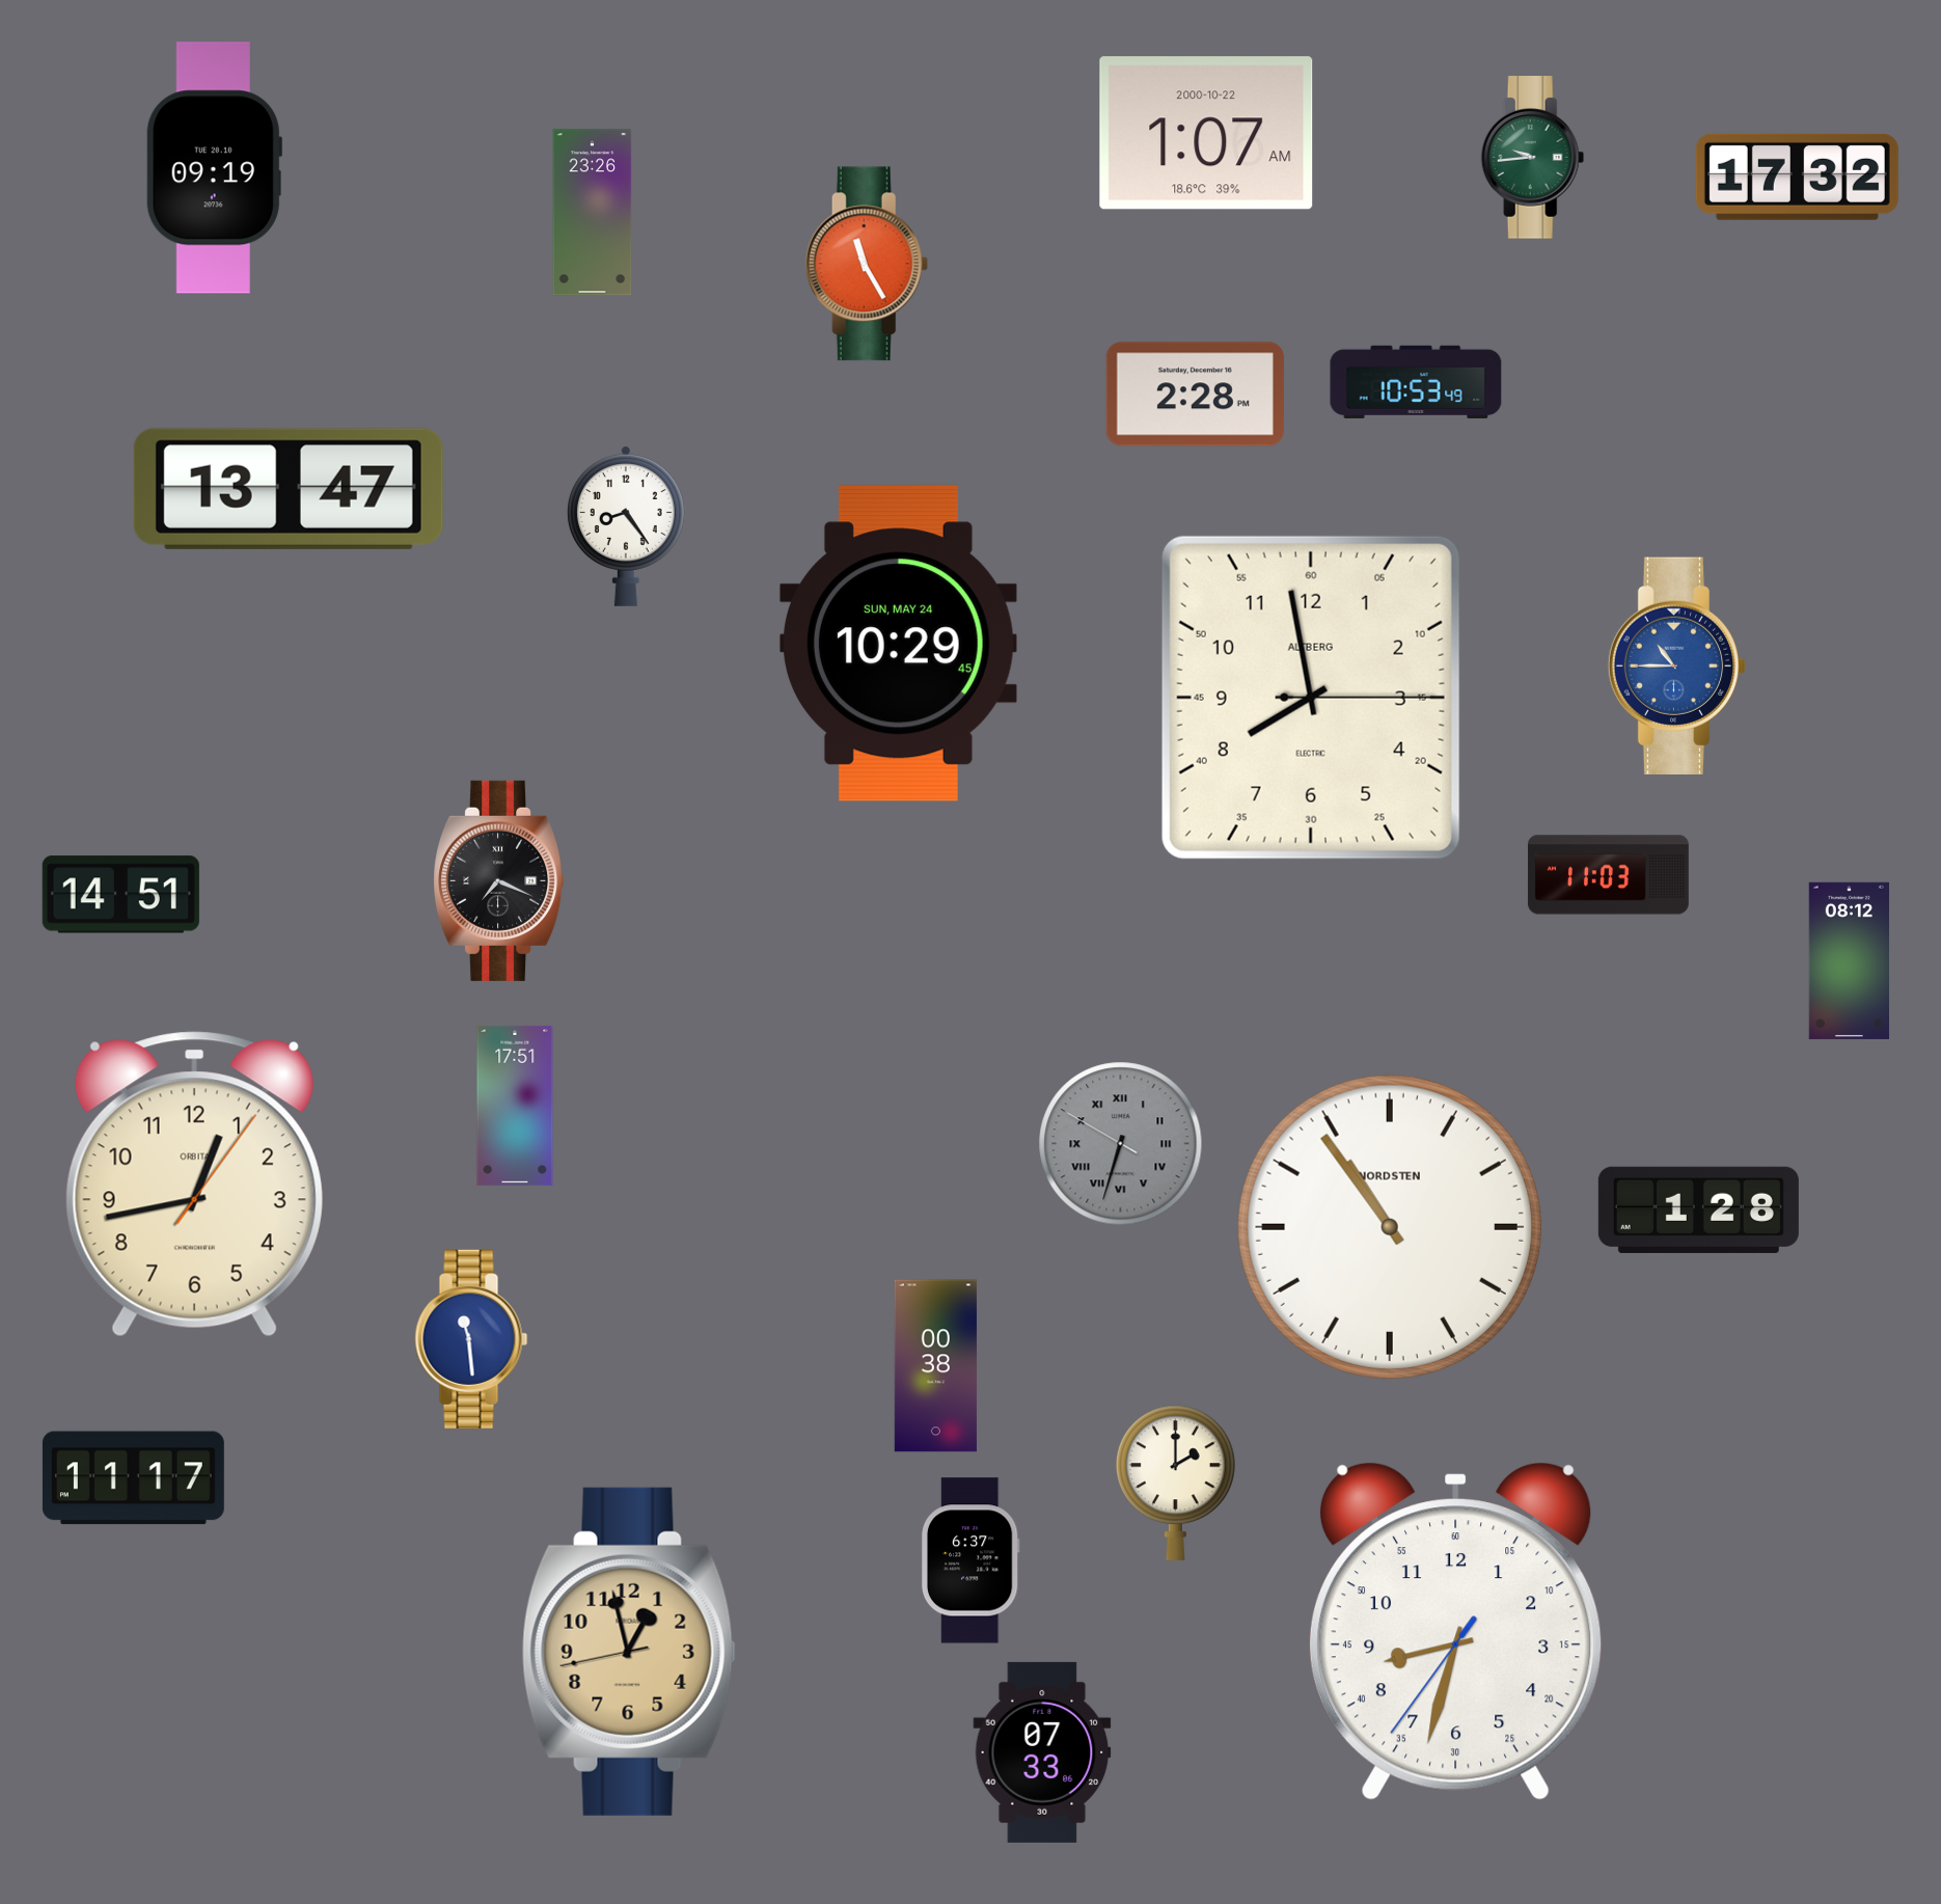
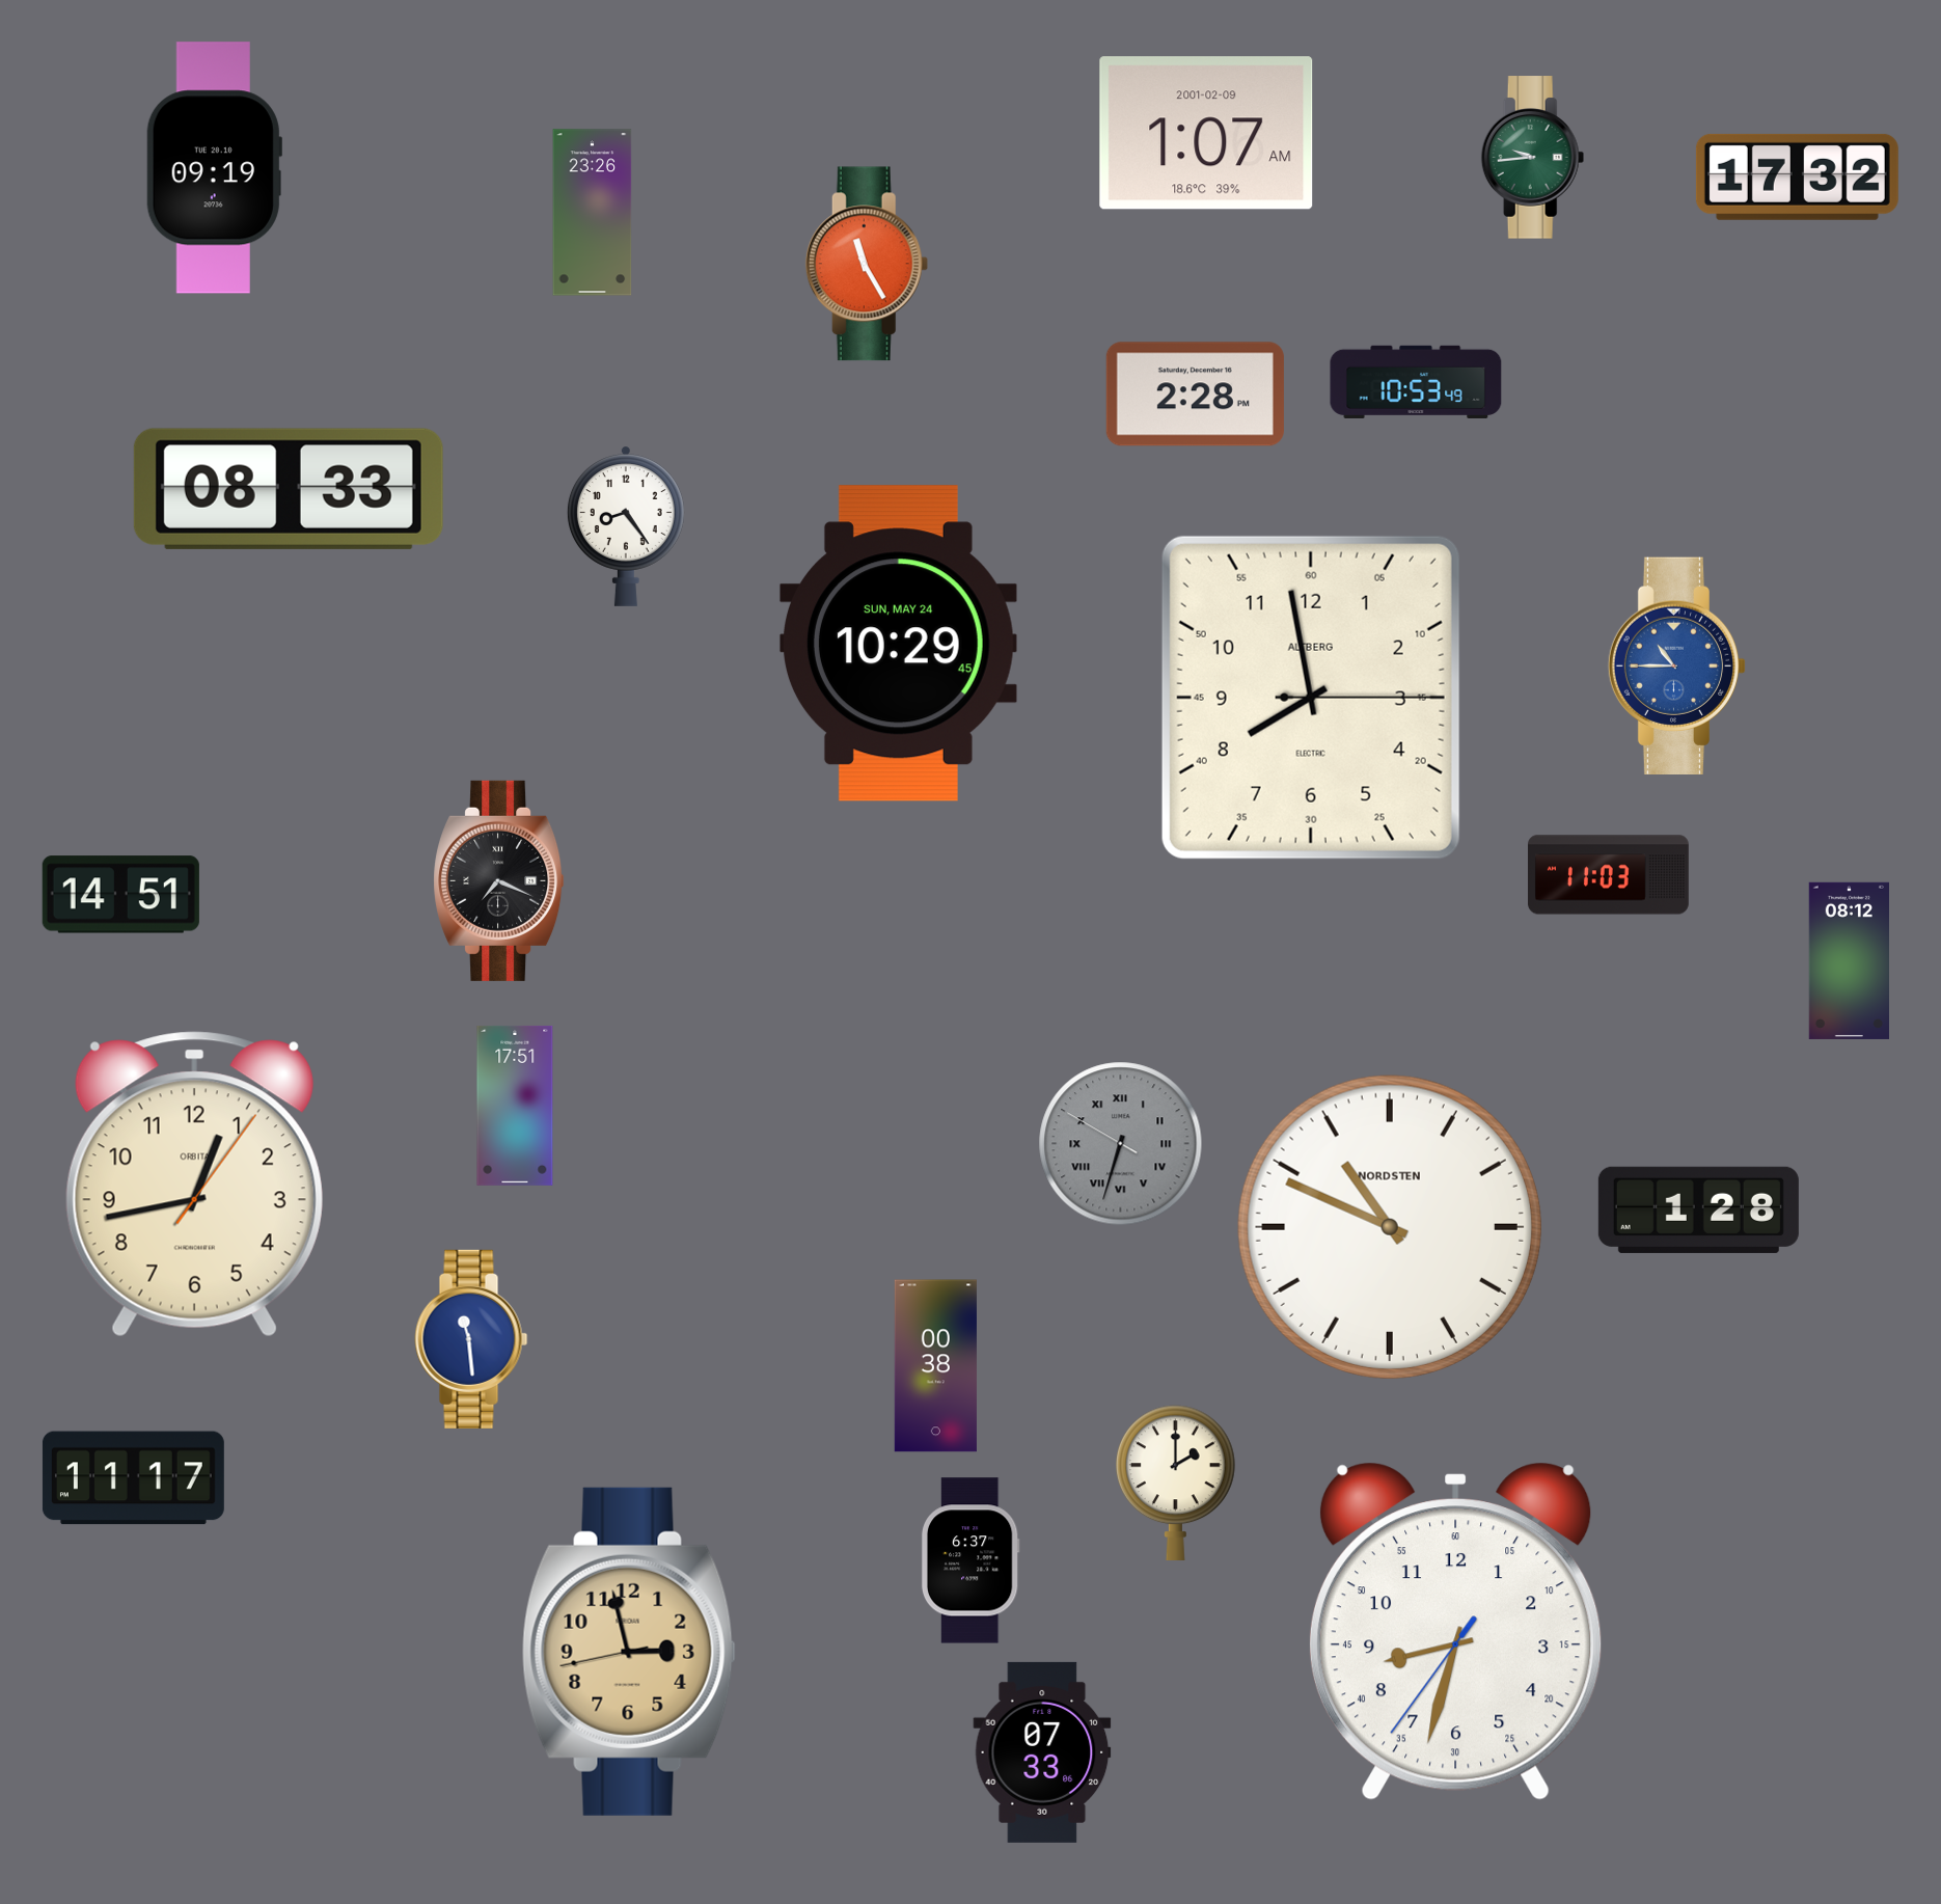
clock at (1206, 133) date: 2000-10-22 -> 2001-02-09
clock at (289, 489): 13:47 -> 08:33
clock at (1390, 1227): 10:54 -> 10:49
clock at (629, 1652): 12:57 -> 2:57
